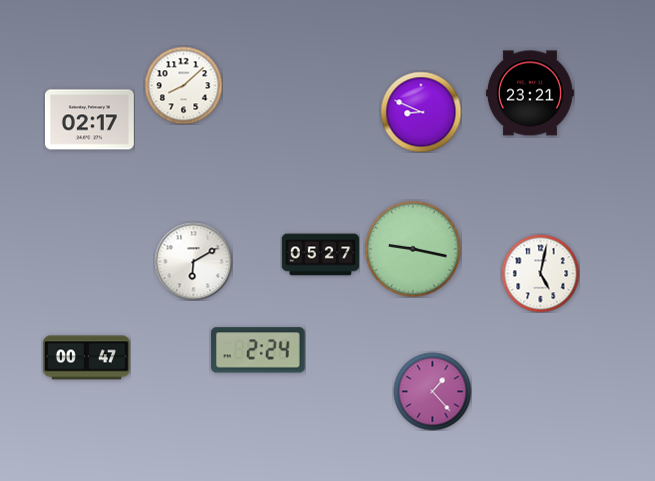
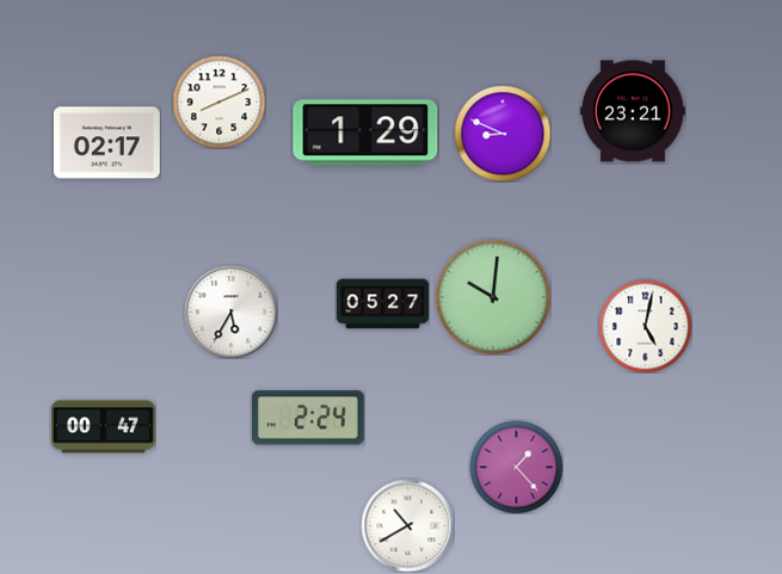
clock at (183, 85): 8:08 -> 8:11
clock at (365, 132): none -> 1:29
clock at (413, 249): 9:17 -> 10:01
clock at (193, 261): 6:10 -> 5:35
clock at (407, 525): none -> 10:40
